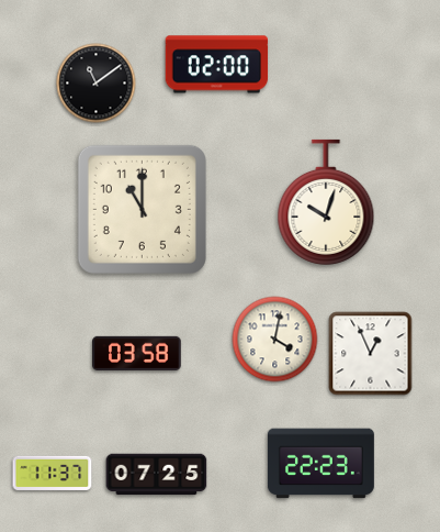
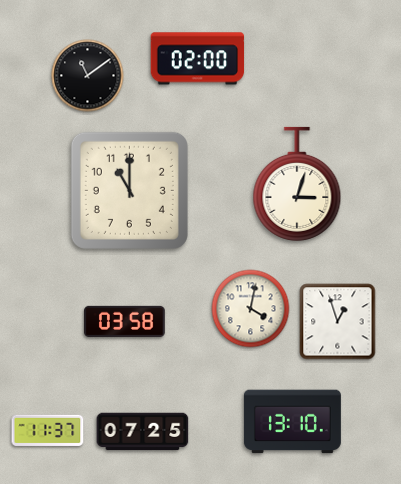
clock at (326, 202): 10:03 -> 3:03
clock at (371, 354): 12:56 -> 12:57
clock at (320, 464): 22:23 -> 13:10
